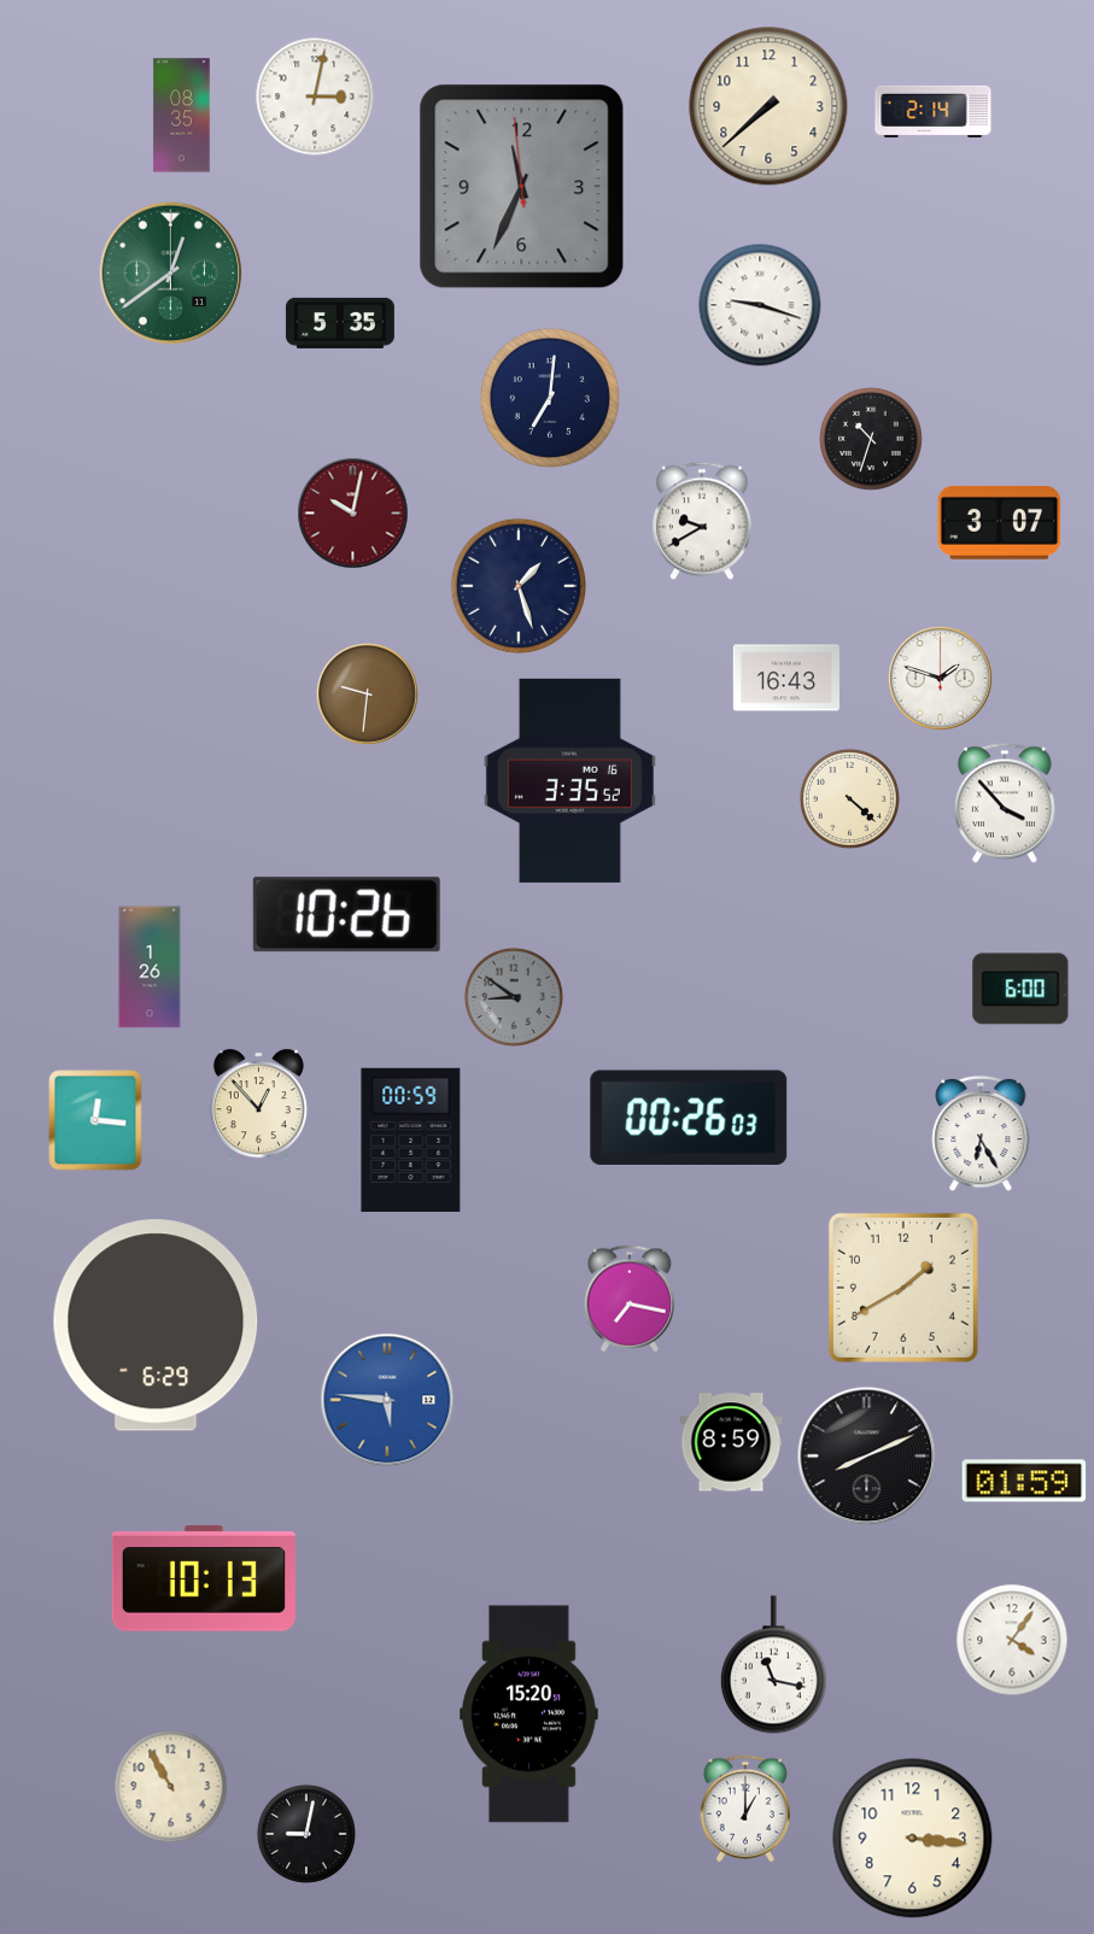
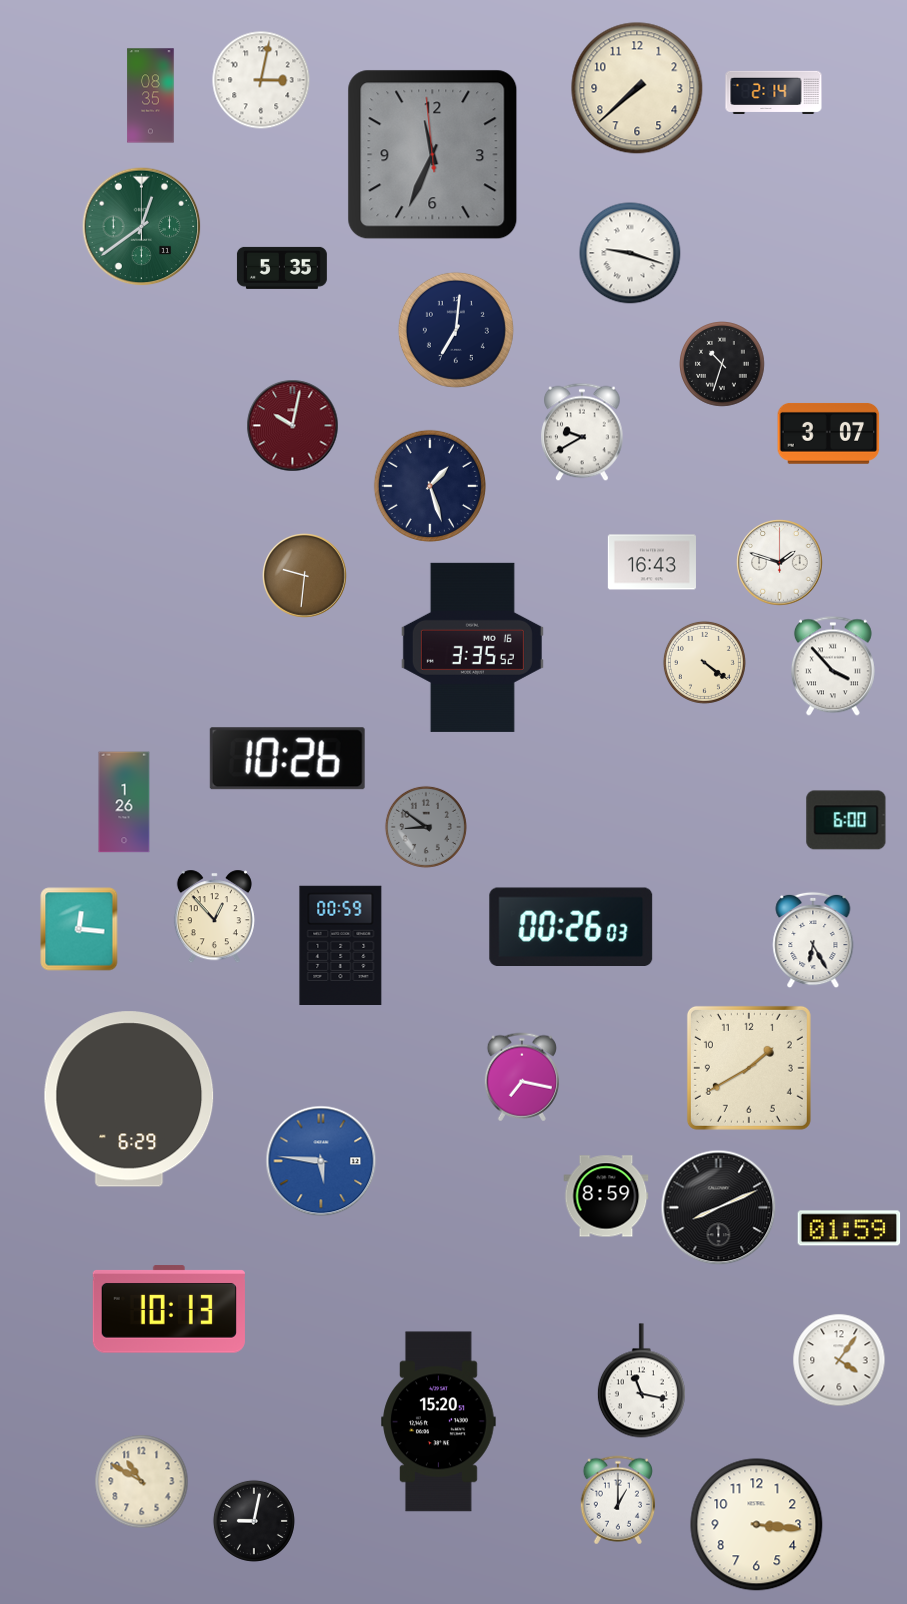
clock at (849, 798): 4:22 -> 4:21
clock at (171, 1787): 10:55 -> 10:50
